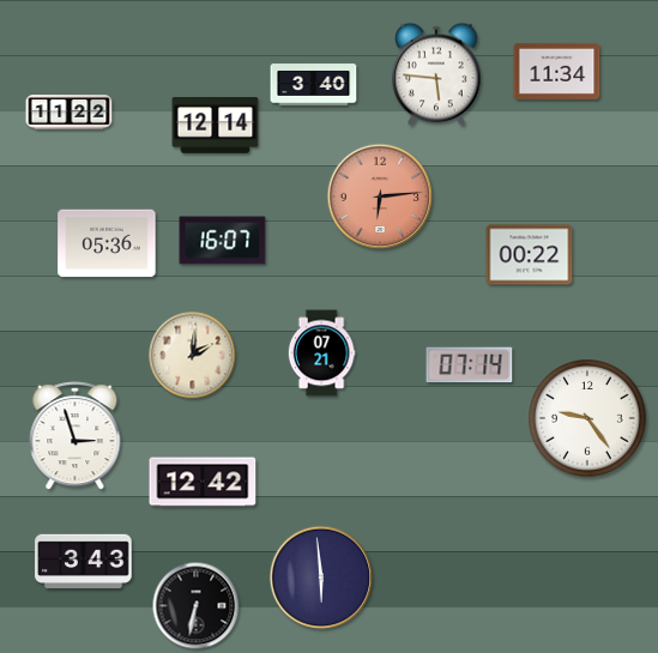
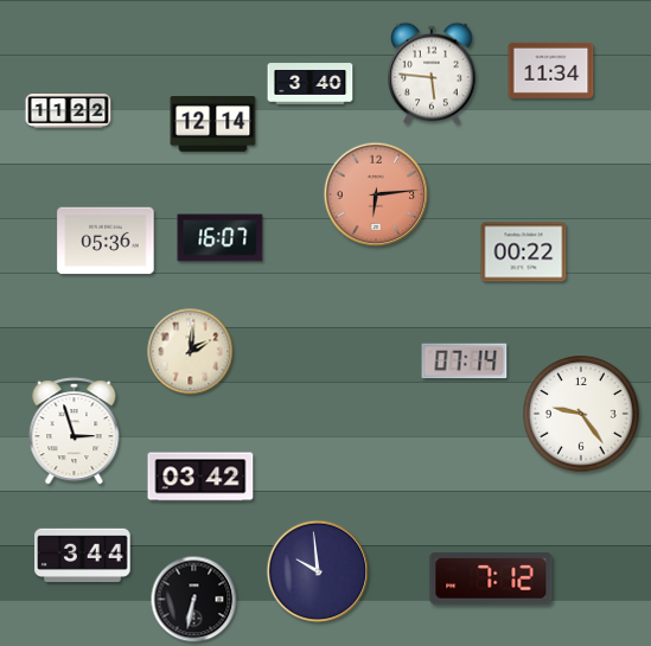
clock at (321, 353): 07:21 -> none
clock at (203, 482): 12:42 -> 03:42
clock at (84, 561): 3:43 -> 3:44
clock at (321, 578): 5:59 -> 9:59
clock at (491, 578): none -> 7:12
